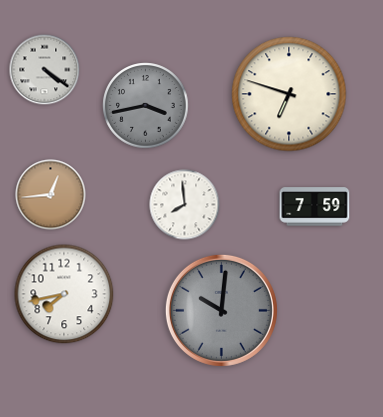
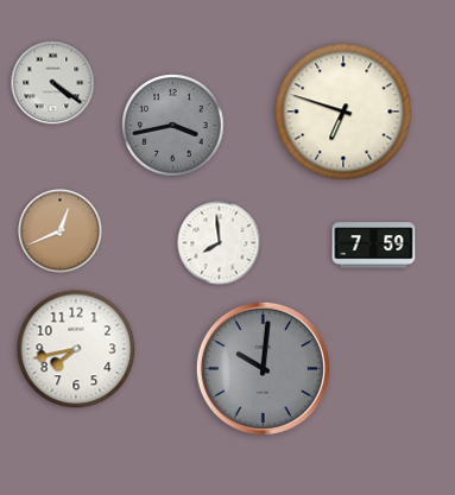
clock at (51, 195): 12:44 -> 12:41
